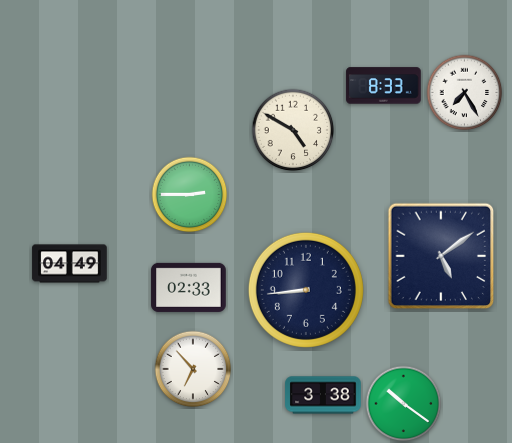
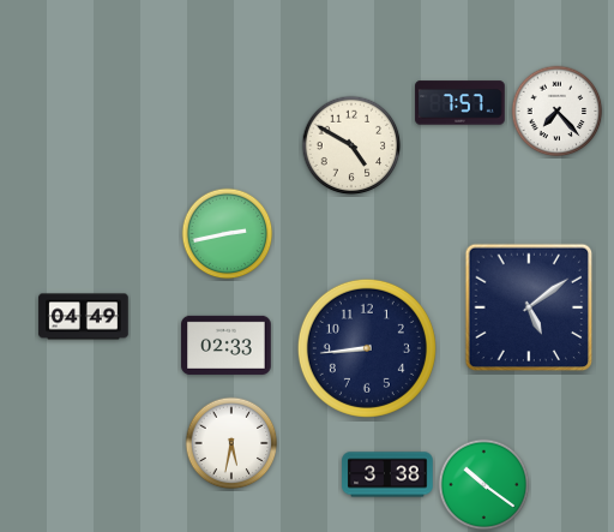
clock at (384, 86): 8:33 -> 7:57
clock at (465, 93): 7:25 -> 7:23
clock at (293, 130) position: (293, 130) -> (351, 145)
clock at (190, 195): 2:45 -> 2:43
clock at (193, 369): 6:53 -> 5:32
